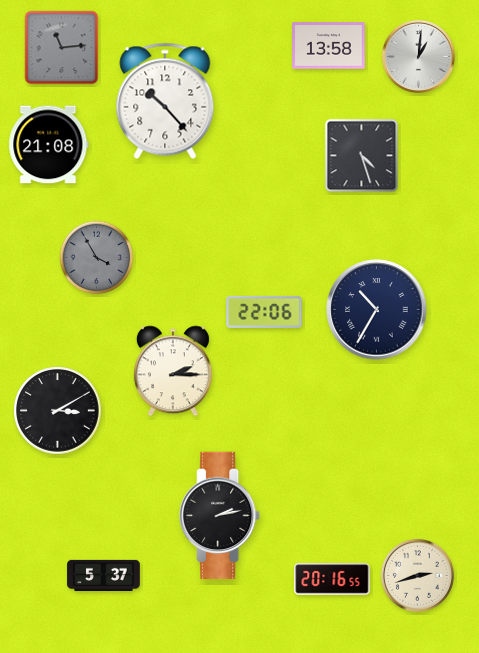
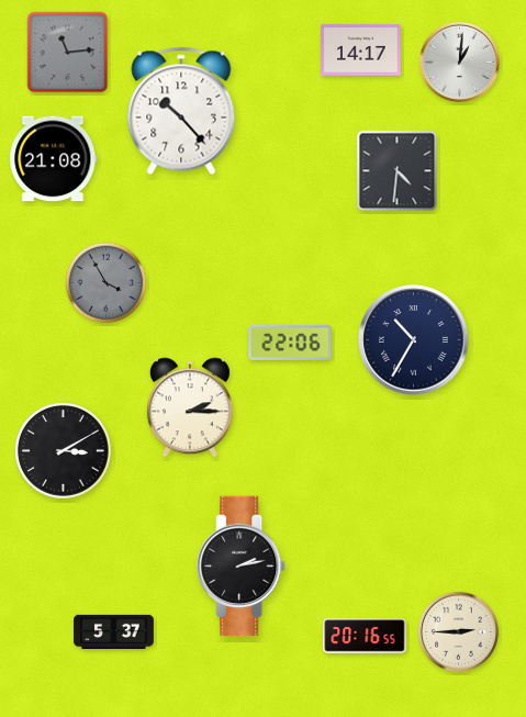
clock at (329, 46): 13:58 -> 14:17
clock at (362, 156): 4:27 -> 4:31
clock at (417, 575): 2:42 -> 2:45
